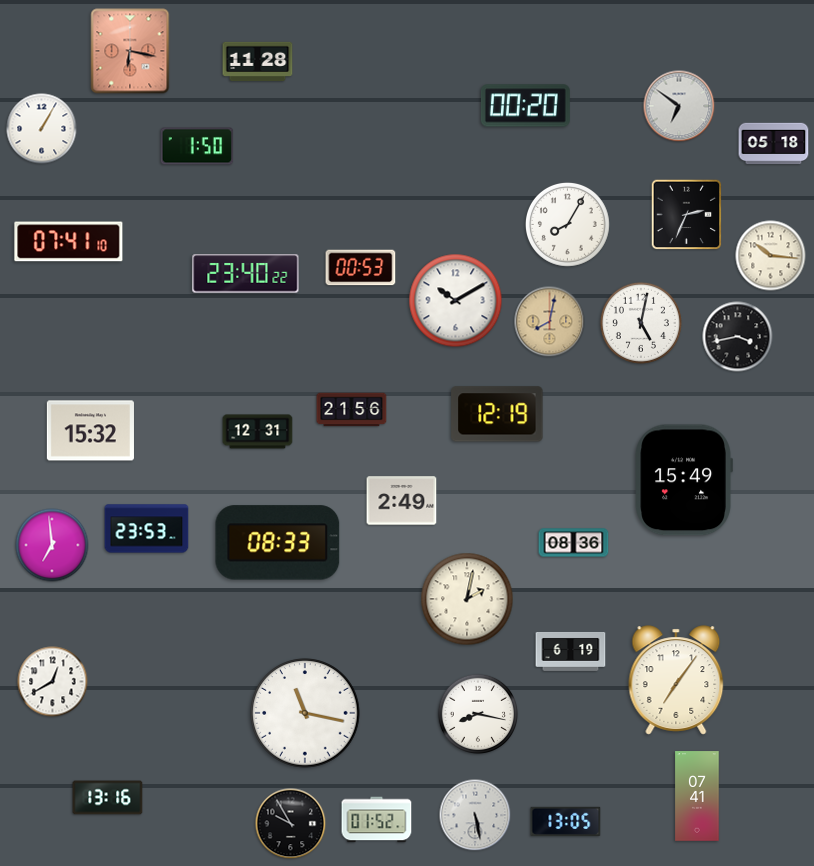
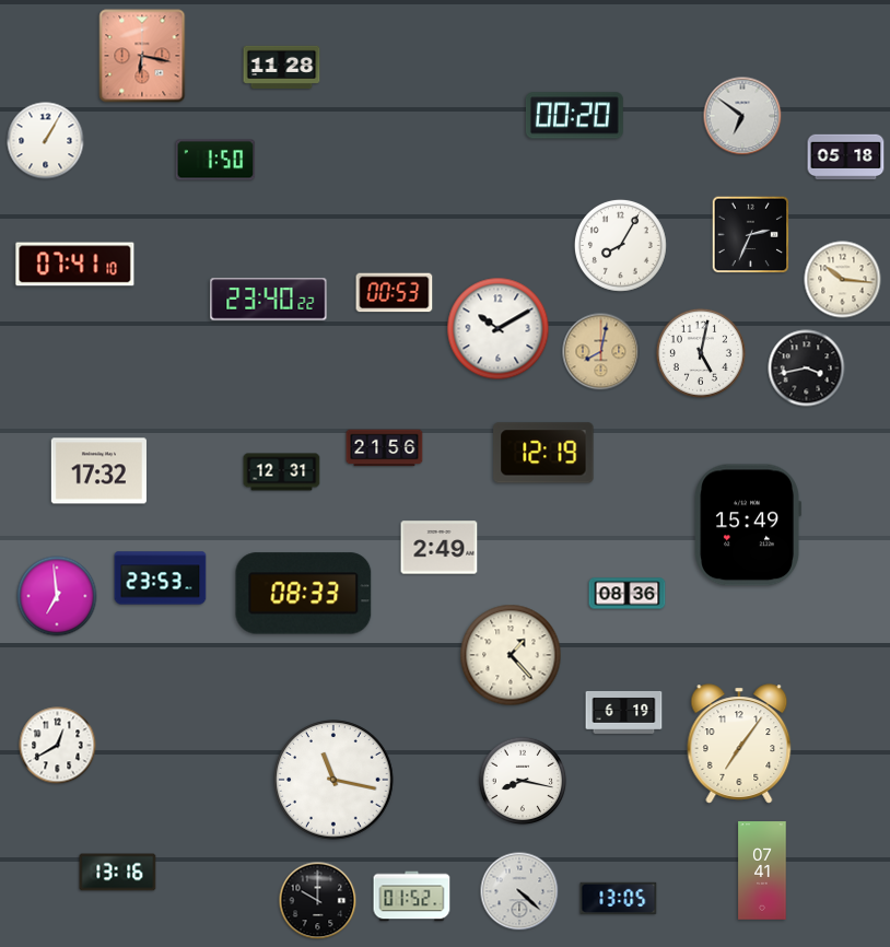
clock at (90, 431): 15:32 -> 17:32
clock at (467, 599): 2:02 -> 1:23
clock at (475, 815): 5:28 -> 4:22
clock at (291, 824): 9:55 -> 10:00
